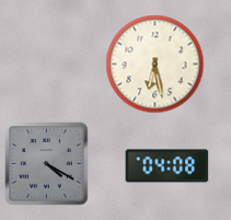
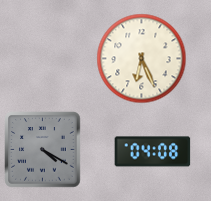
clock at (155, 65): 6:28 -> 6:26
